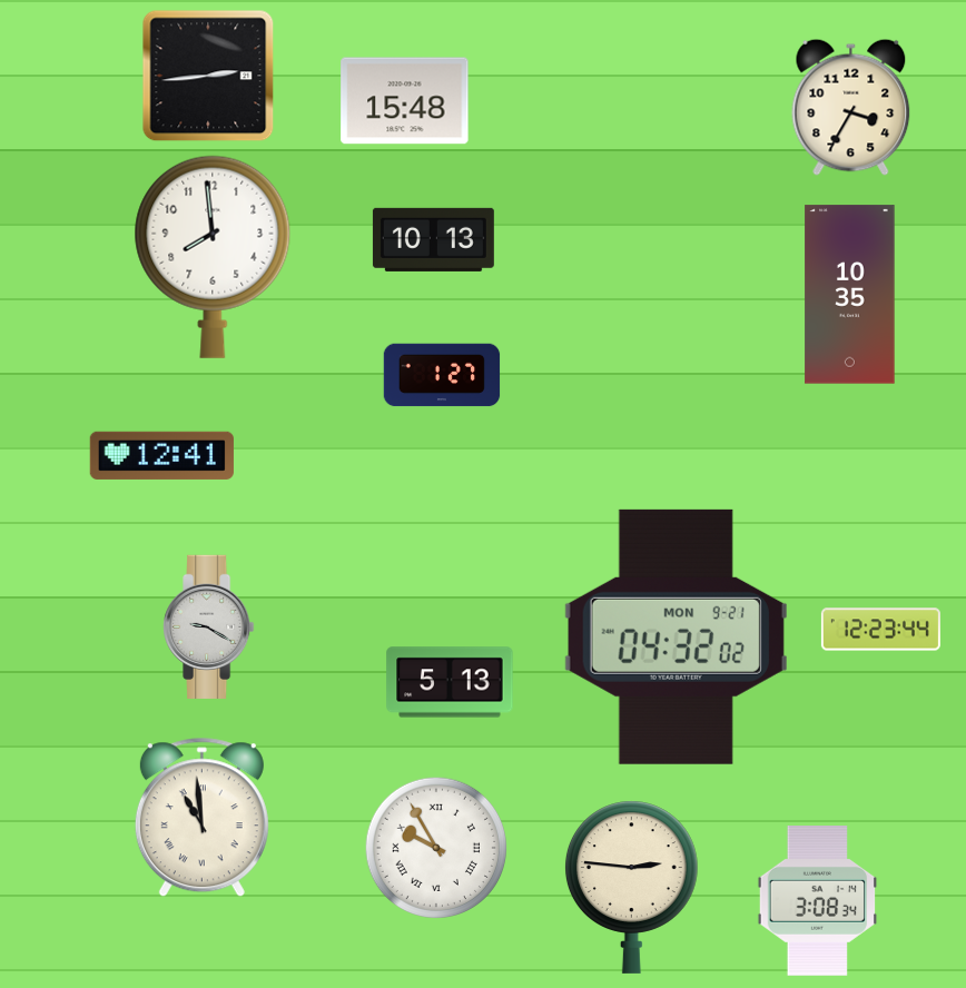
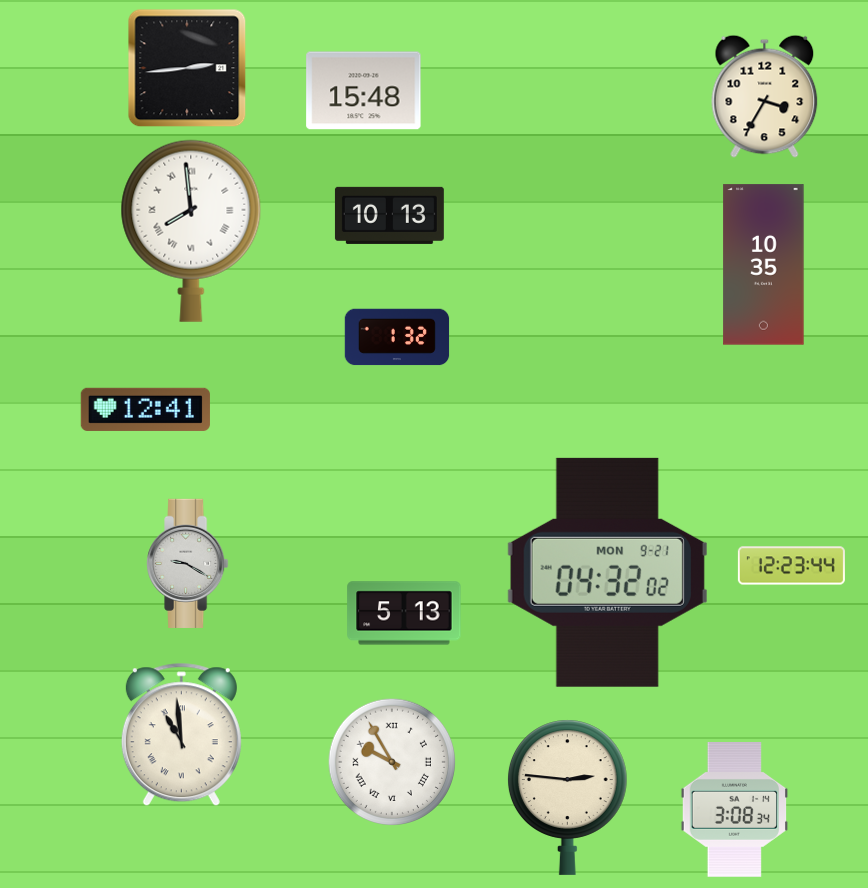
clock at (213, 257) numerals: Arabic -> Roman
clock at (442, 375): 1:27 -> 1:32
